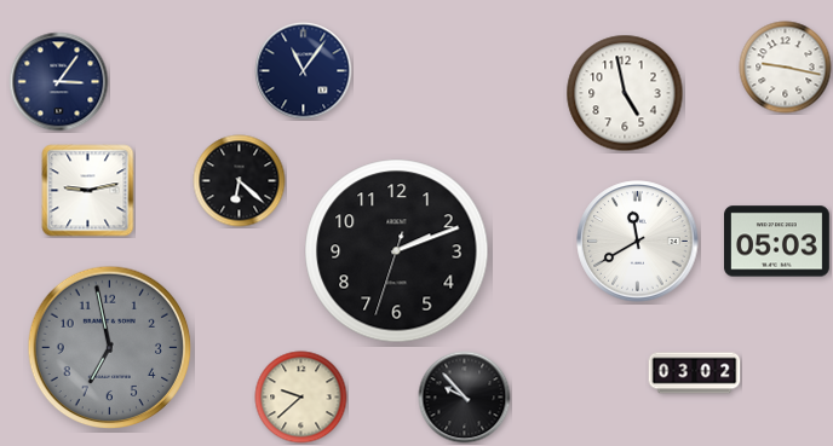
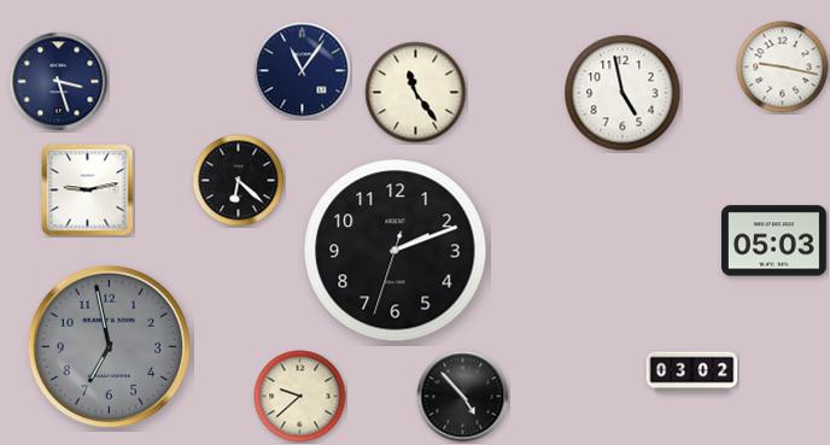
clock at (59, 82): 3:06 -> 3:27
clock at (416, 93): none -> 11:24
clock at (638, 242): 11:40 -> none
clock at (465, 398): 9:53 -> 4:53
